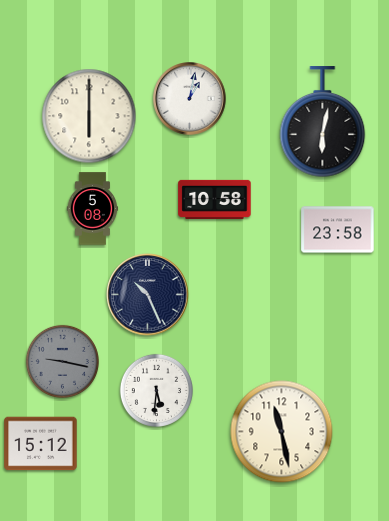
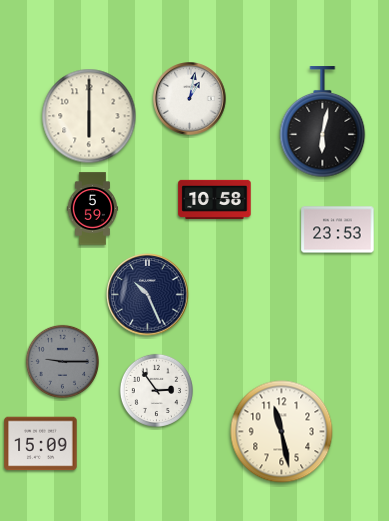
clock at (93, 209): 5:08 -> 5:59
clock at (338, 230): 23:58 -> 23:53
clock at (62, 361): 9:17 -> 9:15
clock at (156, 390): 5:31 -> 2:54
clock at (41, 444): 15:12 -> 15:09
